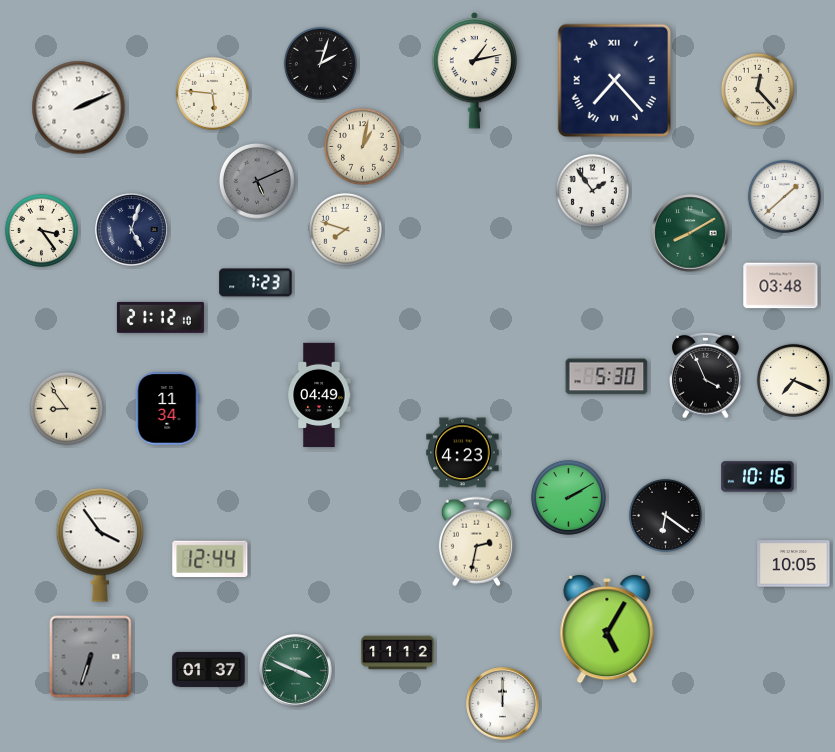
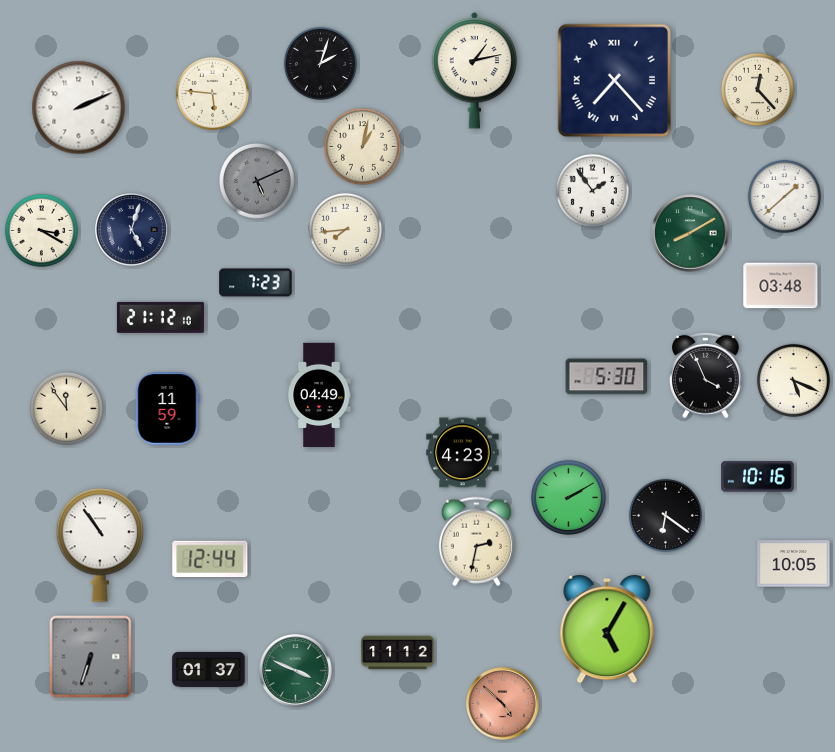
clock at (345, 229): 7:48 -> 7:44
clock at (41, 230): 3:24 -> 3:20
clock at (793, 380): 7:19 -> 5:19
clock at (66, 408): 8:54 -> 11:54
clock at (168, 409): 11:34 -> 11:59
clock at (99, 545): 3:54 -> 10:54
clock at (503, 704): 12:00 -> 4:52
clock at (503, 704) dial: white -> salmon
